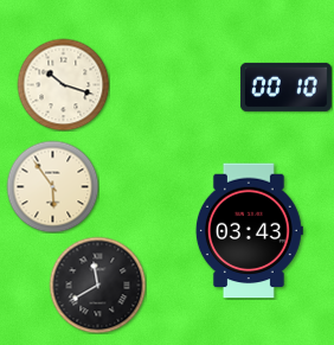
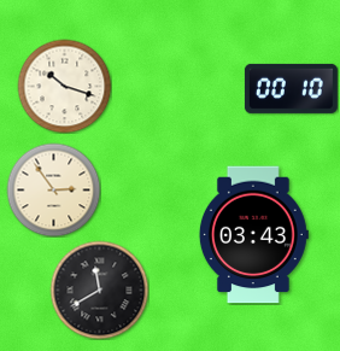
clock at (52, 186): 5:54 -> 2:54
